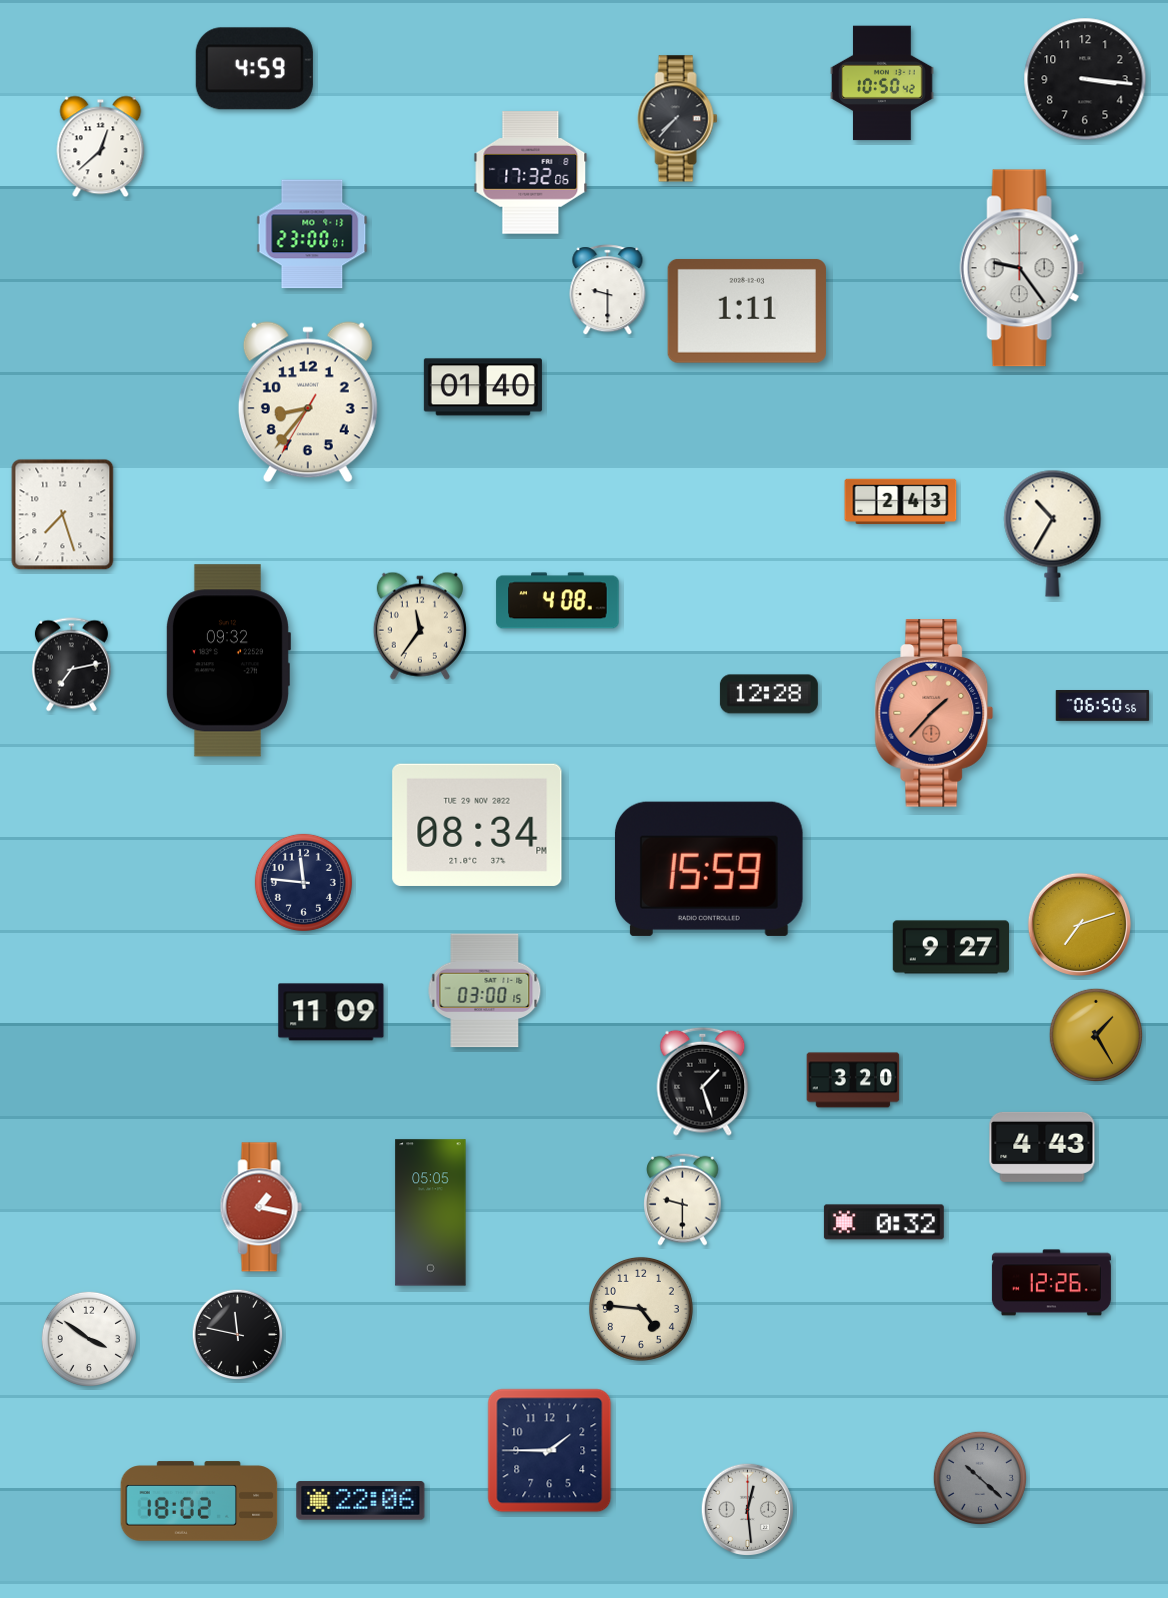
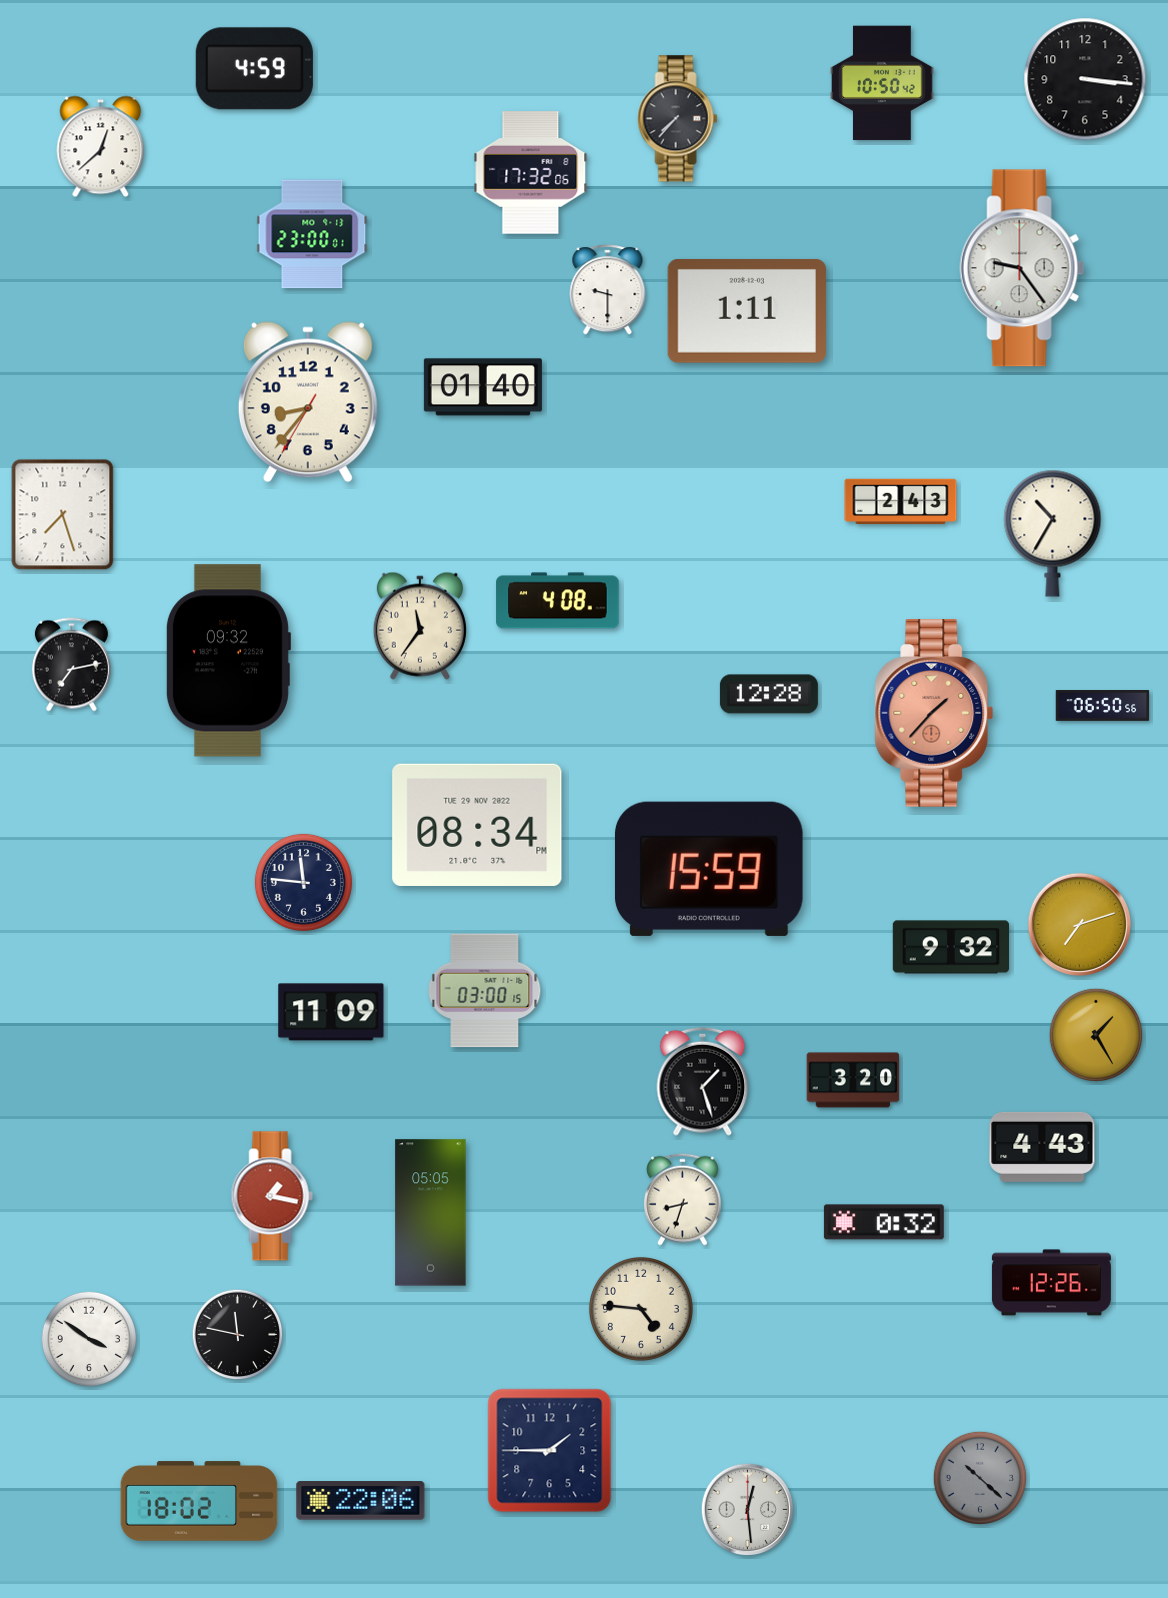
clock at (950, 947): 9:27 -> 9:32
clock at (683, 1199): 9:30 -> 8:33
clock at (261, 1207) position: (261, 1207) -> (272, 1196)
